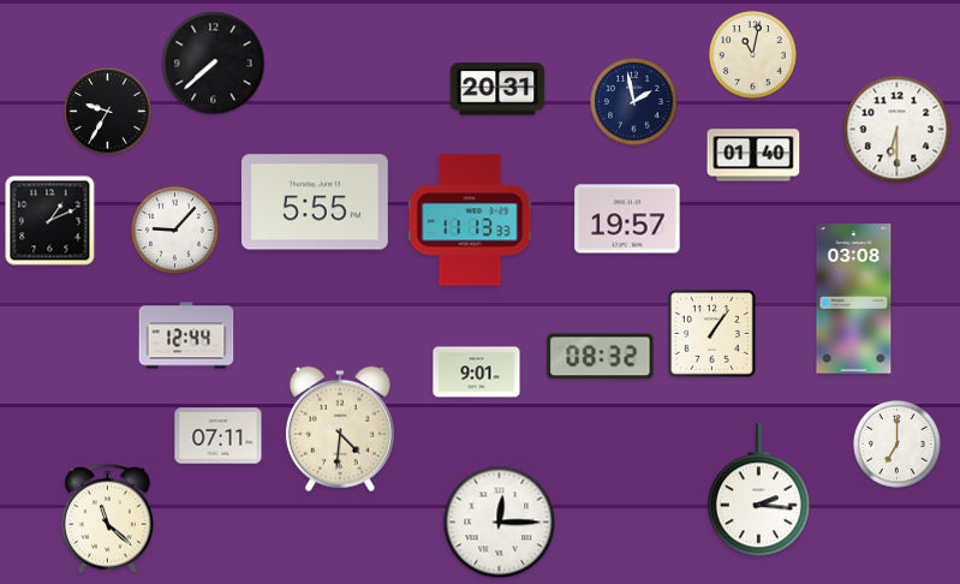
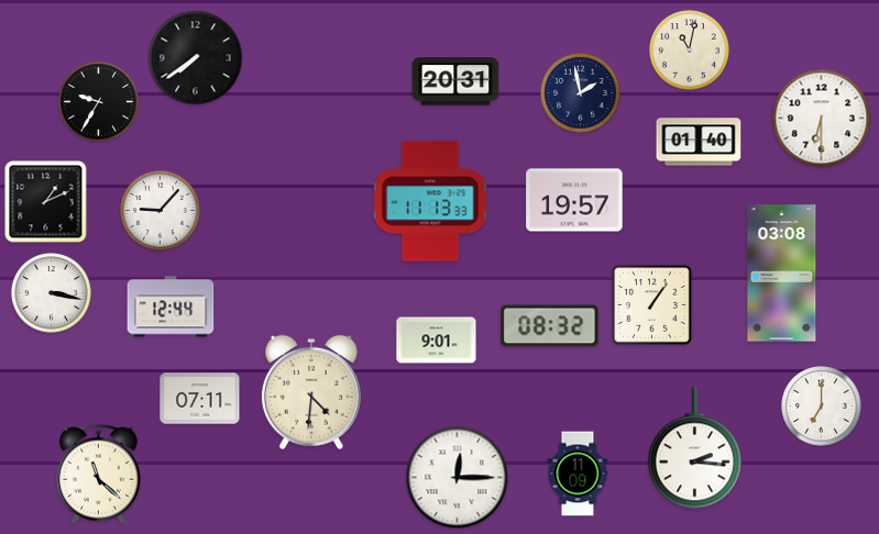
clock at (214, 64): 7:38 -> 7:39
clock at (753, 155) position: (753, 155) -> (699, 142)
clock at (315, 202): 5:55 -> none
clock at (52, 293): none -> 3:17
clock at (578, 474): none -> 11:09
